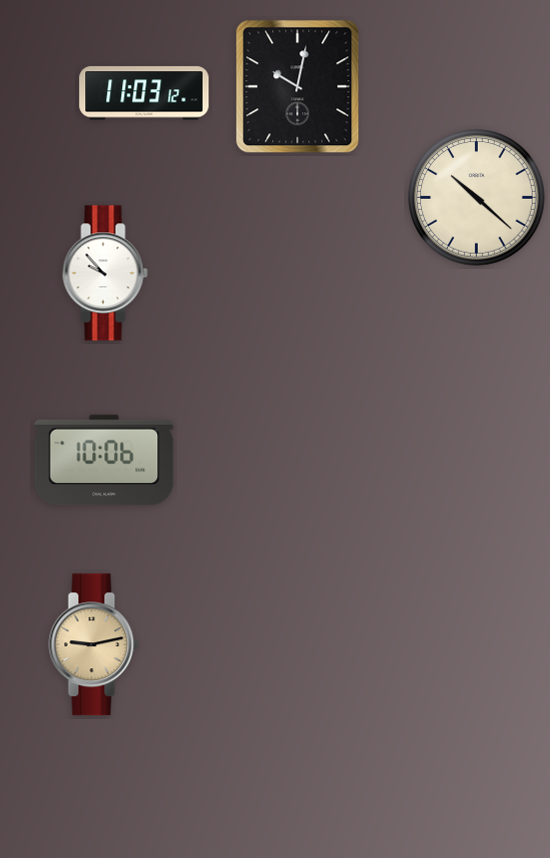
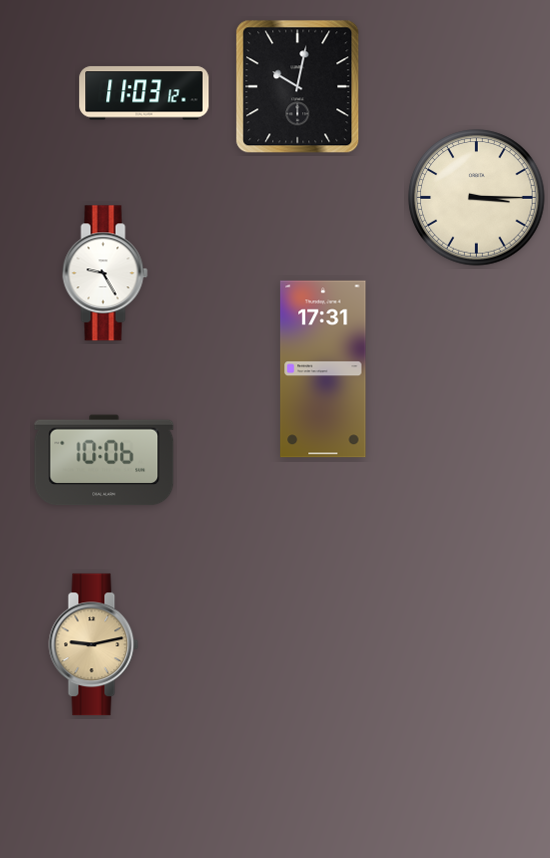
clock at (477, 198): 10:22 -> 3:15
clock at (105, 273): 9:53 -> 9:25
clock at (323, 369): none -> 17:31
